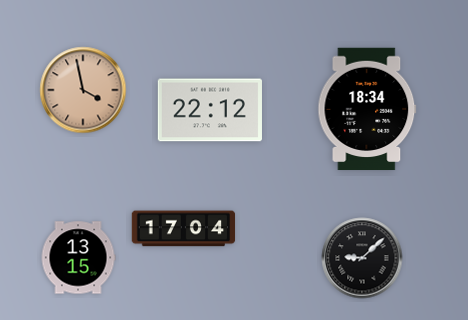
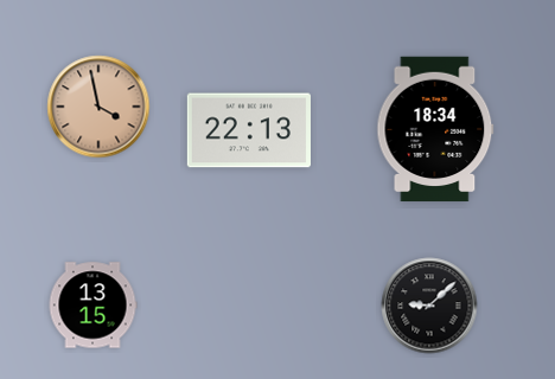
clock at (210, 110): 22:12 -> 22:13
clock at (184, 229): 17:04 -> none
